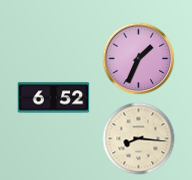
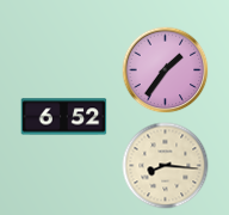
clock at (139, 59): 1:34 -> 1:36
